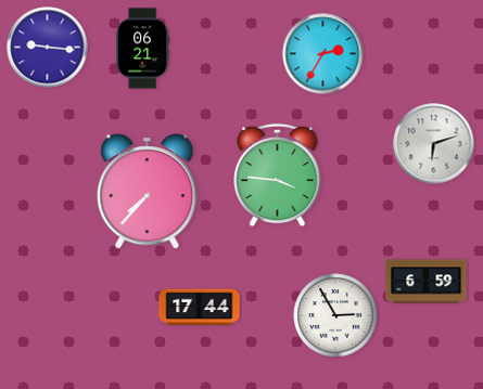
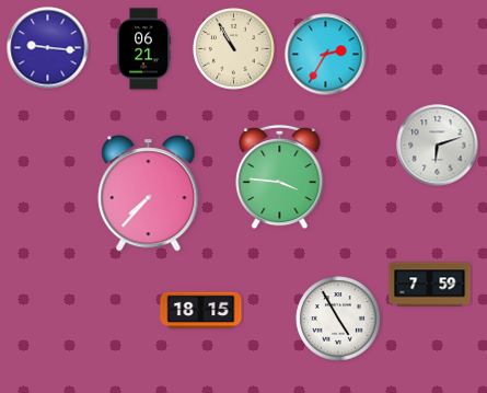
clock at (234, 49): none -> 10:55
clock at (427, 282): 6:59 -> 7:59
clock at (200, 308): 17:44 -> 18:15
clock at (335, 315): 2:55 -> 4:55
